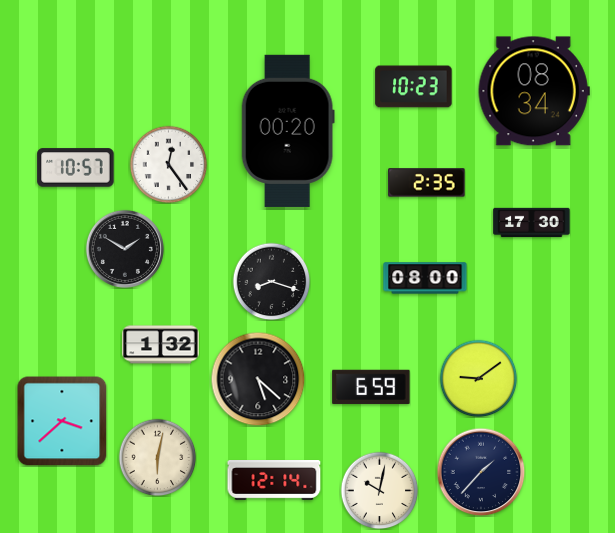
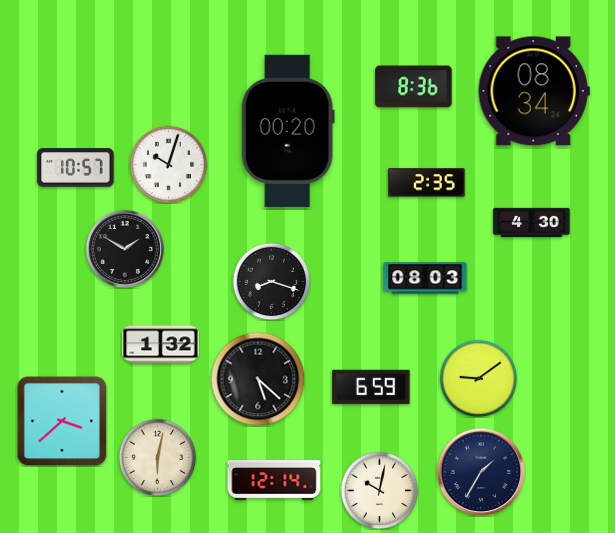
clock at (414, 87): 10:23 -> 8:36
clock at (168, 164): 12:24 -> 10:03
clock at (532, 223): 17:30 -> 4:30
clock at (425, 278): 08:00 -> 08:03
clock at (481, 472): 1:37 -> 1:35
